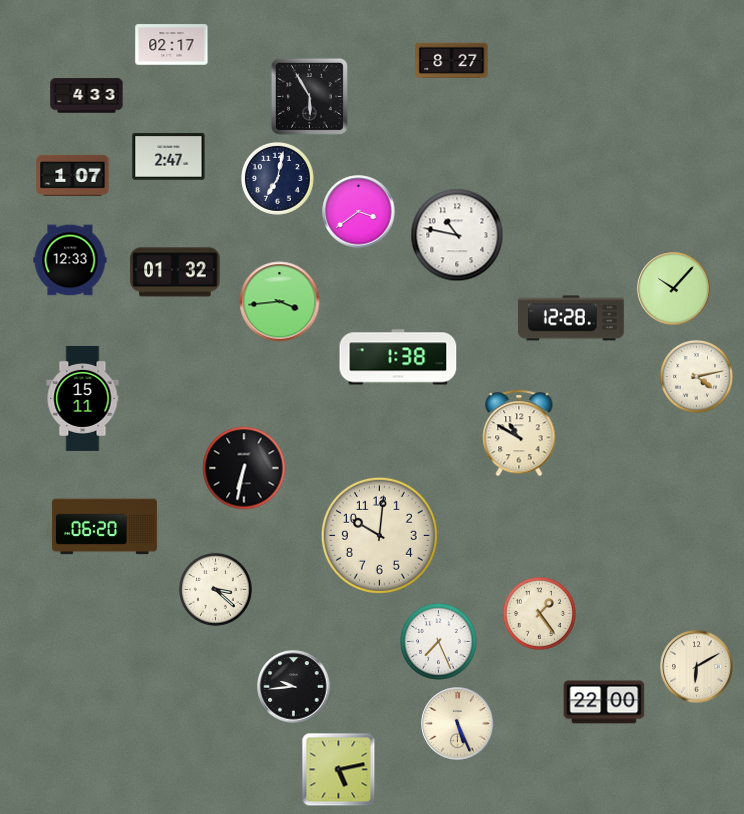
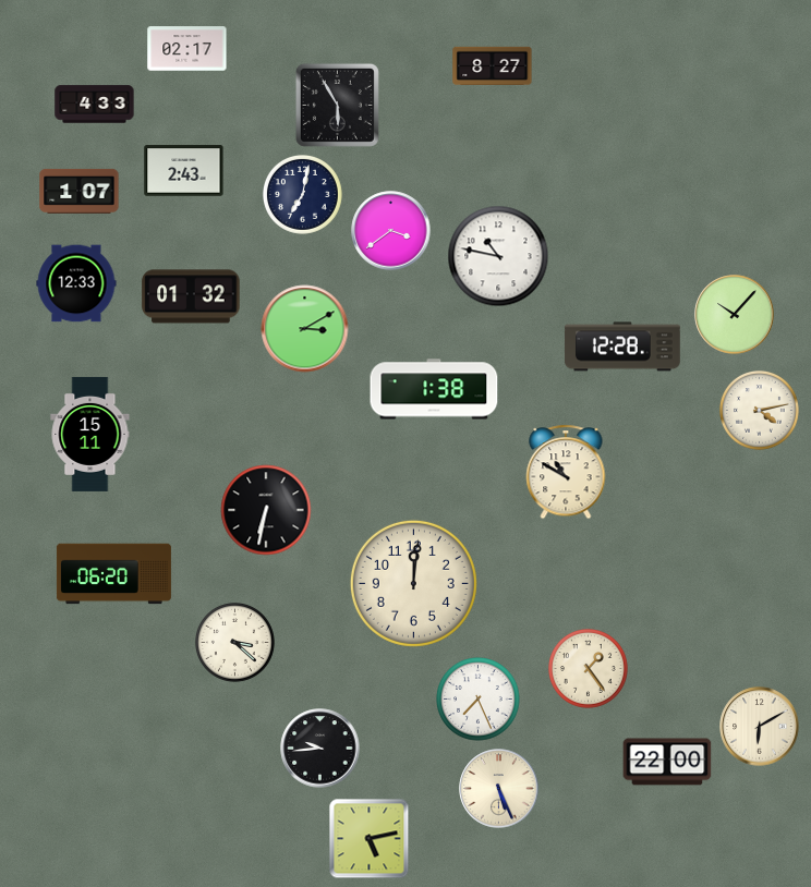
clock at (169, 157): 2:47 -> 2:43
clock at (280, 302): 3:44 -> 3:10
clock at (379, 535): 10:01 -> 12:01
clock at (604, 702) position: (604, 702) -> (667, 762)
